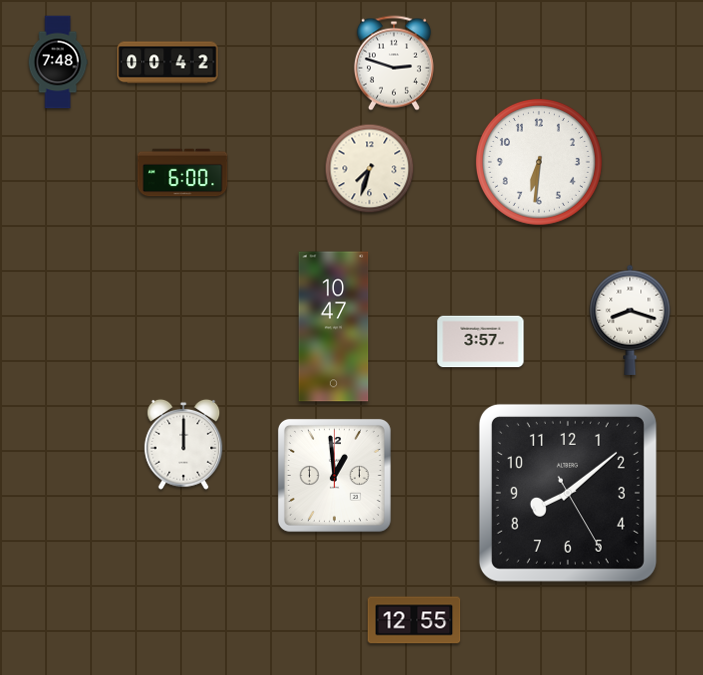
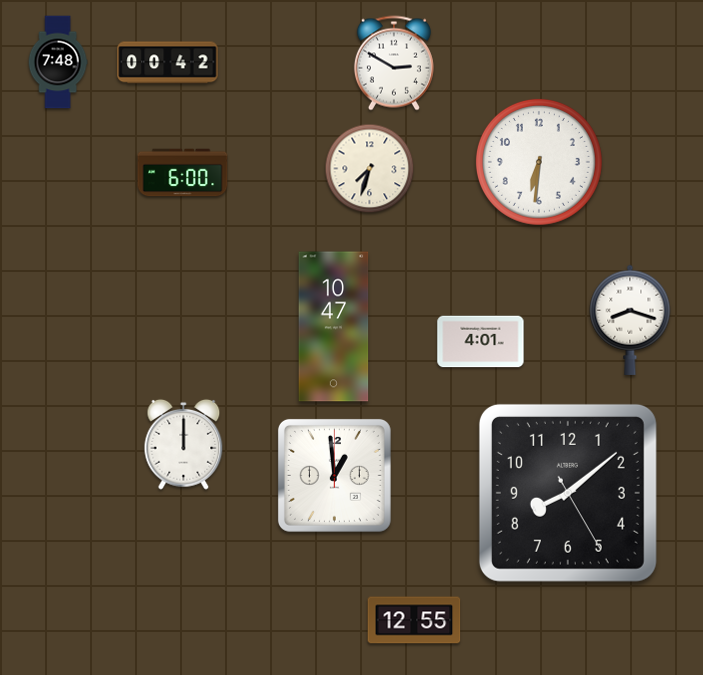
clock at (394, 63): 2:48 -> 2:50
clock at (481, 342): 3:57 -> 4:01
